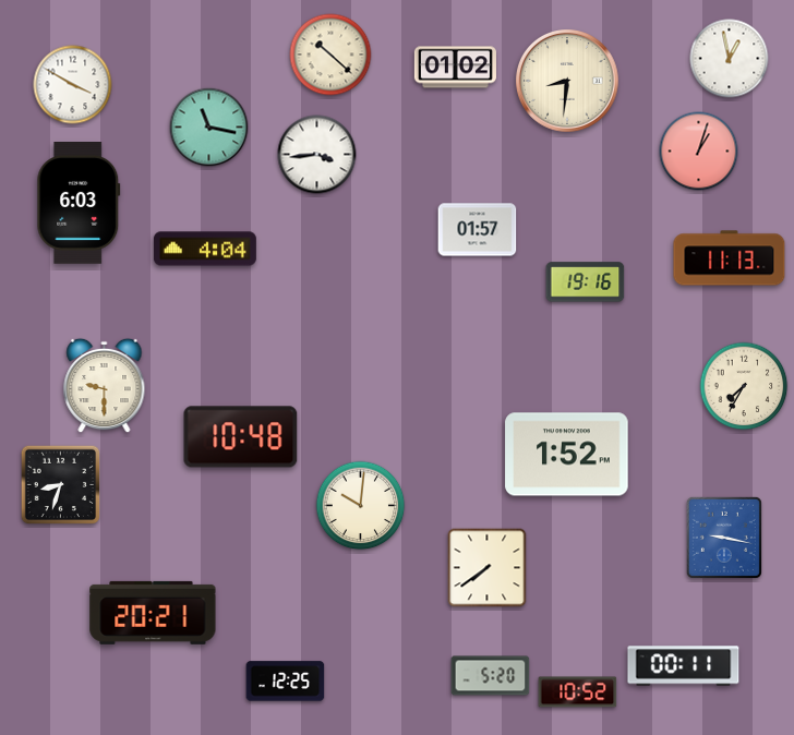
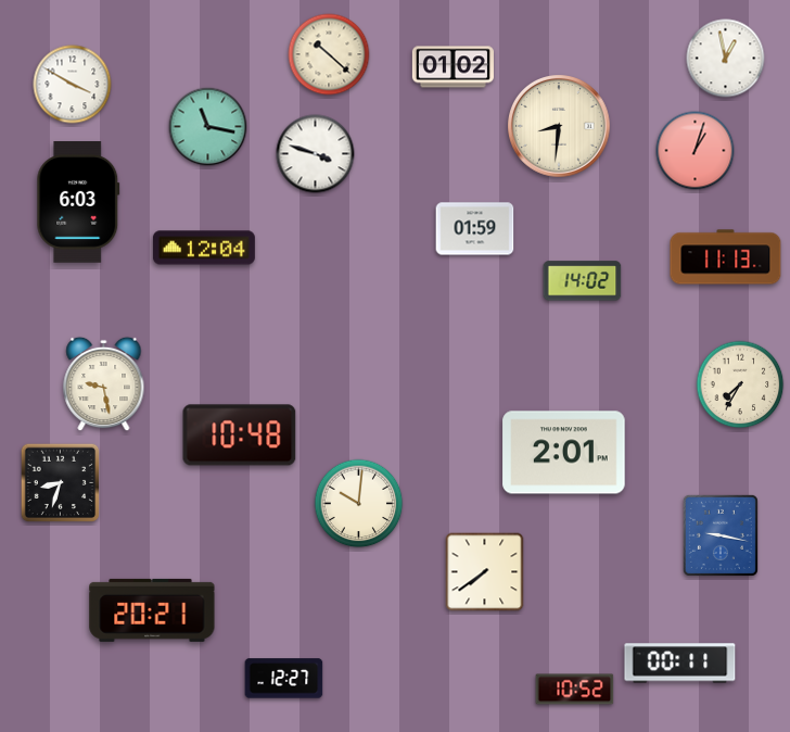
clock at (568, 82) position: (568, 82) -> (560, 127)
clock at (317, 155): 3:44 -> 3:48
clock at (478, 230): 01:57 -> 01:59
clock at (205, 249): 4:04 -> 12:04
clock at (586, 282): 19:16 -> 14:02
clock at (105, 386): 9:30 -> 9:28
clock at (567, 455): 1:52 -> 2:01
clock at (488, 568) position: (488, 568) -> (485, 572)
clock at (491, 676): 5:20 -> none
clock at (286, 682): 12:25 -> 12:27
